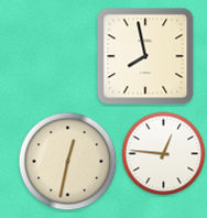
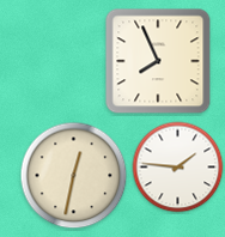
clock at (145, 56): 7:58 -> 7:56
clock at (164, 154): 12:46 -> 1:46
